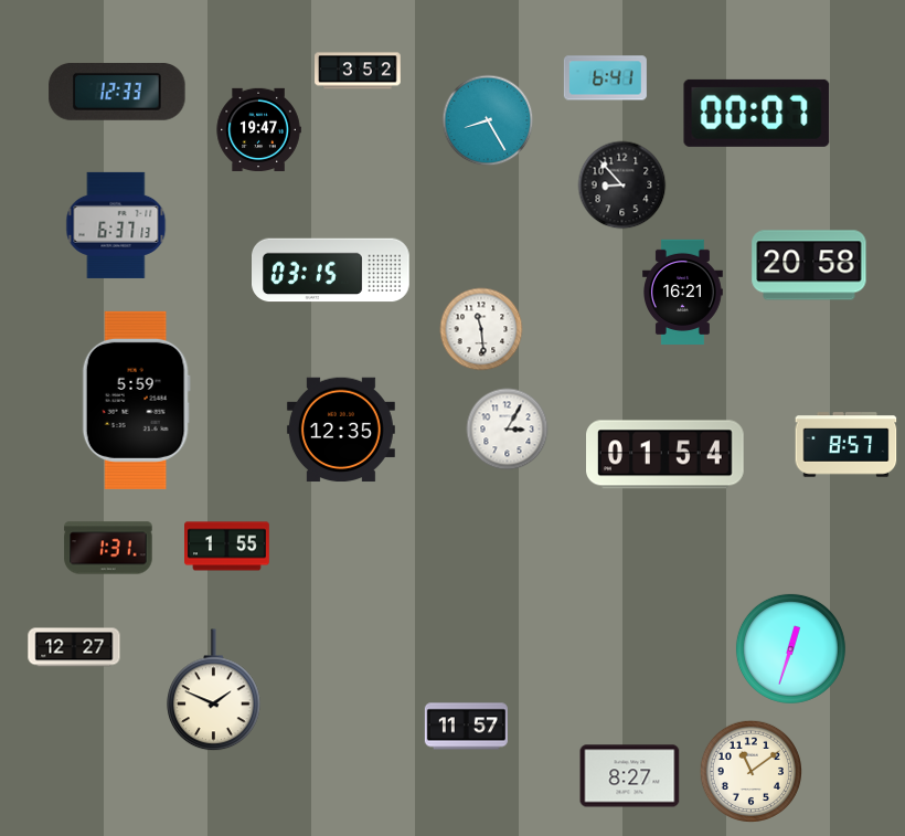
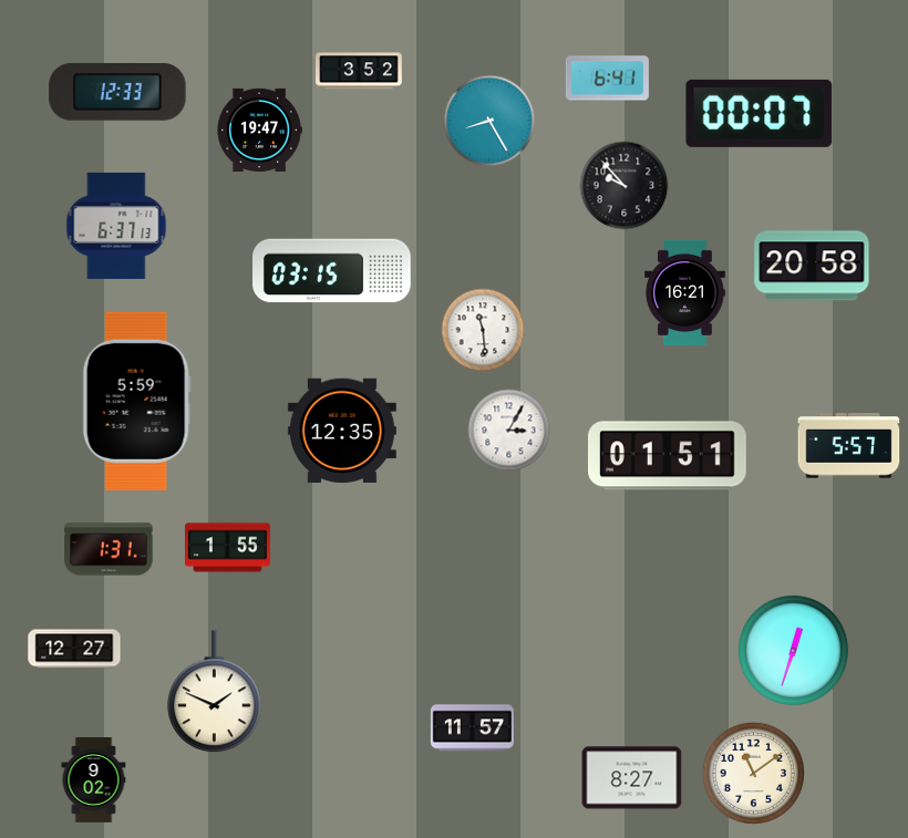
clock at (622, 186): 8:53 -> 9:53
clock at (847, 445): 8:57 -> 5:57
clock at (666, 455): 01:54 -> 01:51
clock at (466, 727) position: (466, 727) -> (472, 728)
clock at (94, 780): none -> 9:02
